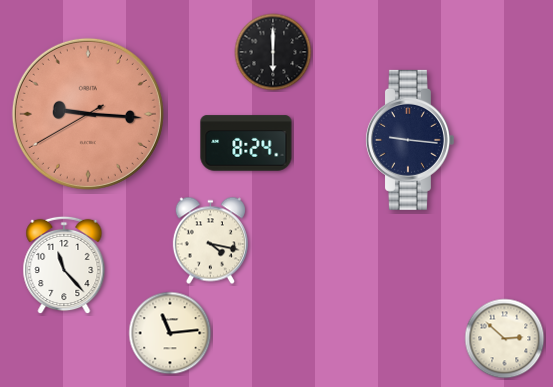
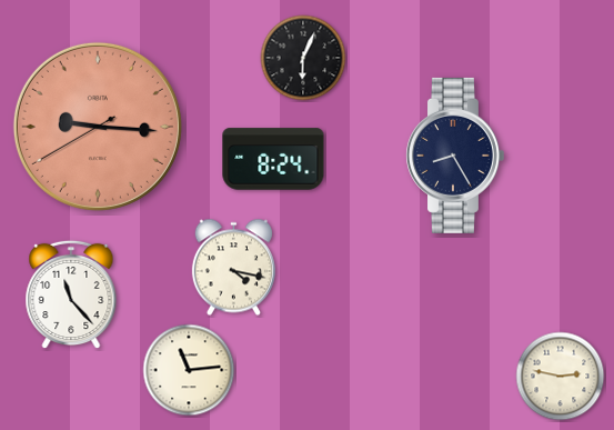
clock at (273, 52): 6:00 -> 6:04
clock at (409, 140): 9:16 -> 8:25
clock at (505, 339): 2:52 -> 2:47
